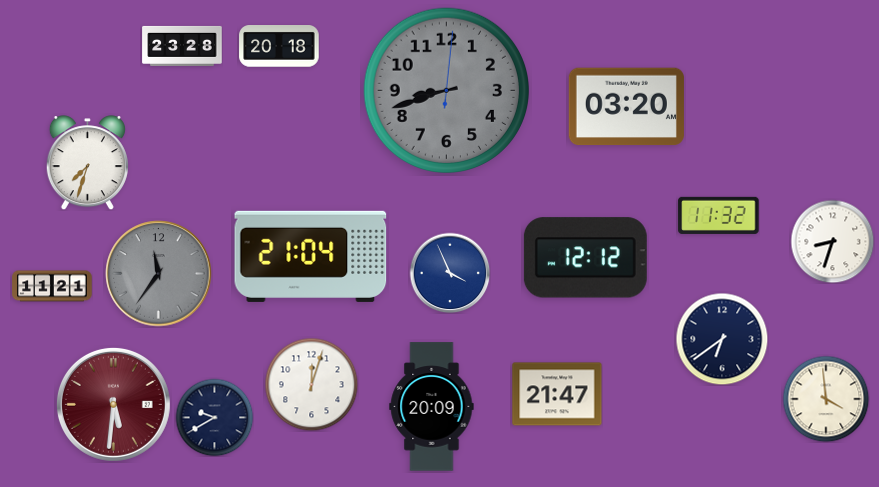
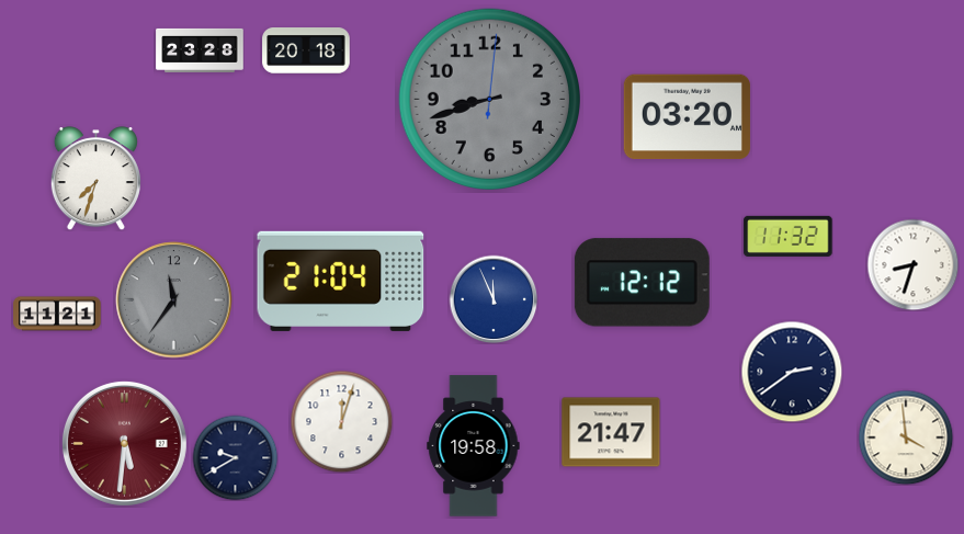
clock at (450, 273): 3:56 -> 11:56
clock at (722, 339): 6:39 -> 2:39
clock at (432, 407): 20:09 -> 19:58
